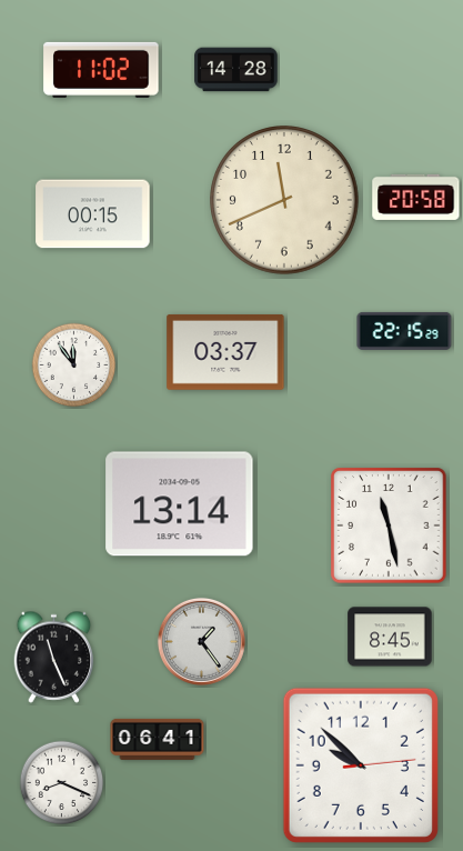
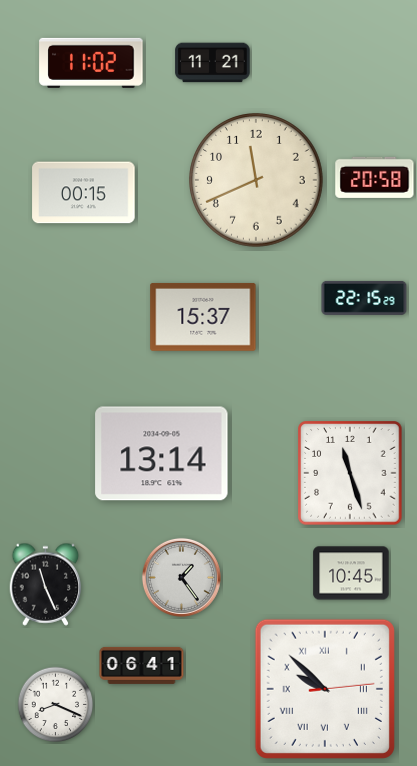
clock at (236, 70): 14:28 -> 11:21
clock at (225, 352): 03:37 -> 15:37
clock at (74, 366): 11:54 -> none
clock at (389, 525): 11:28 -> 11:27
clock at (390, 637): 8:45 -> 10:45
clock at (54, 657) position: (54, 657) -> (46, 584)
clock at (361, 765) numerals: Arabic -> Roman
